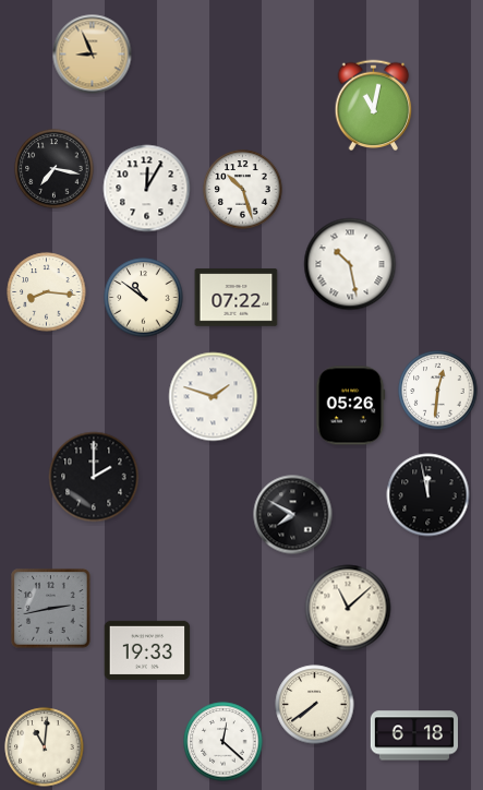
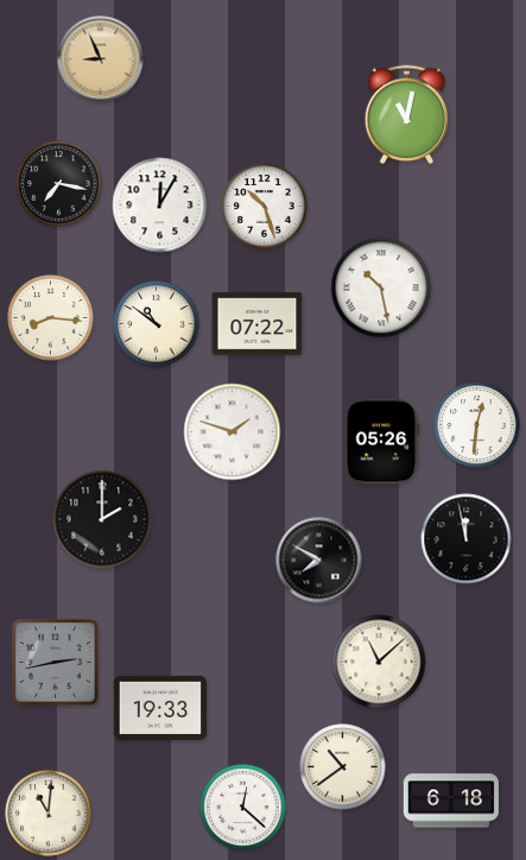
clock at (315, 705): 7:39 -> 10:39
